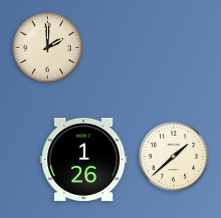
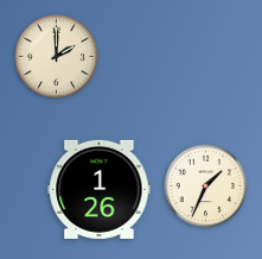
clock at (174, 157): 1:38 -> 1:34
